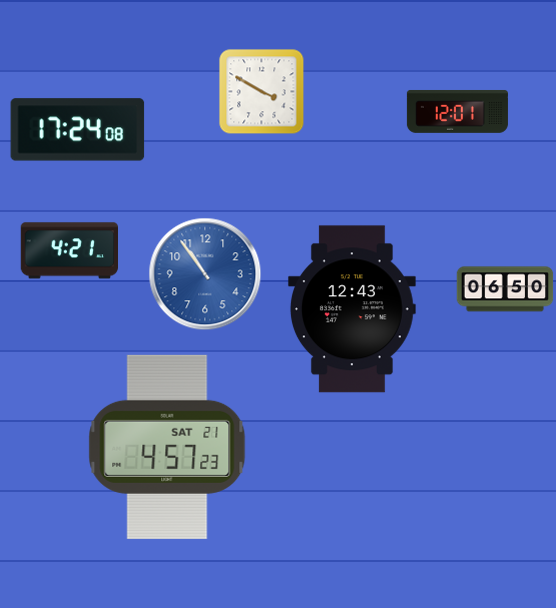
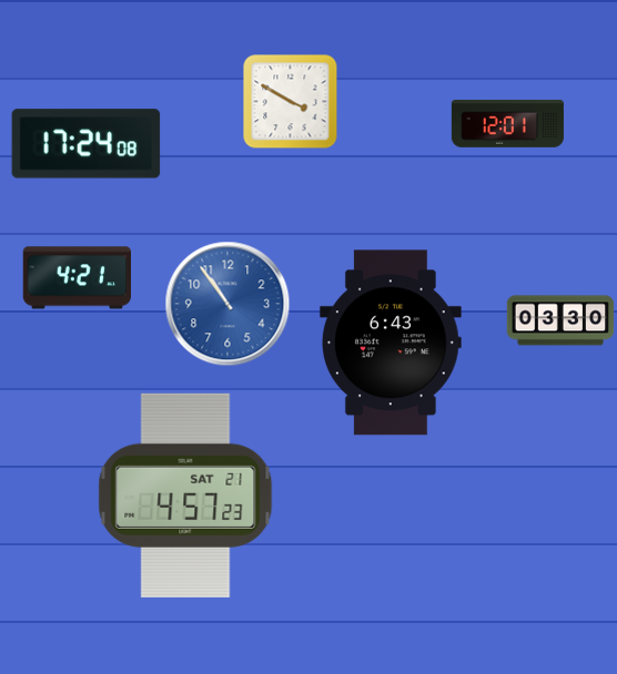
clock at (505, 289): 06:50 -> 03:30
clock at (352, 309): 12:43 -> 6:43
